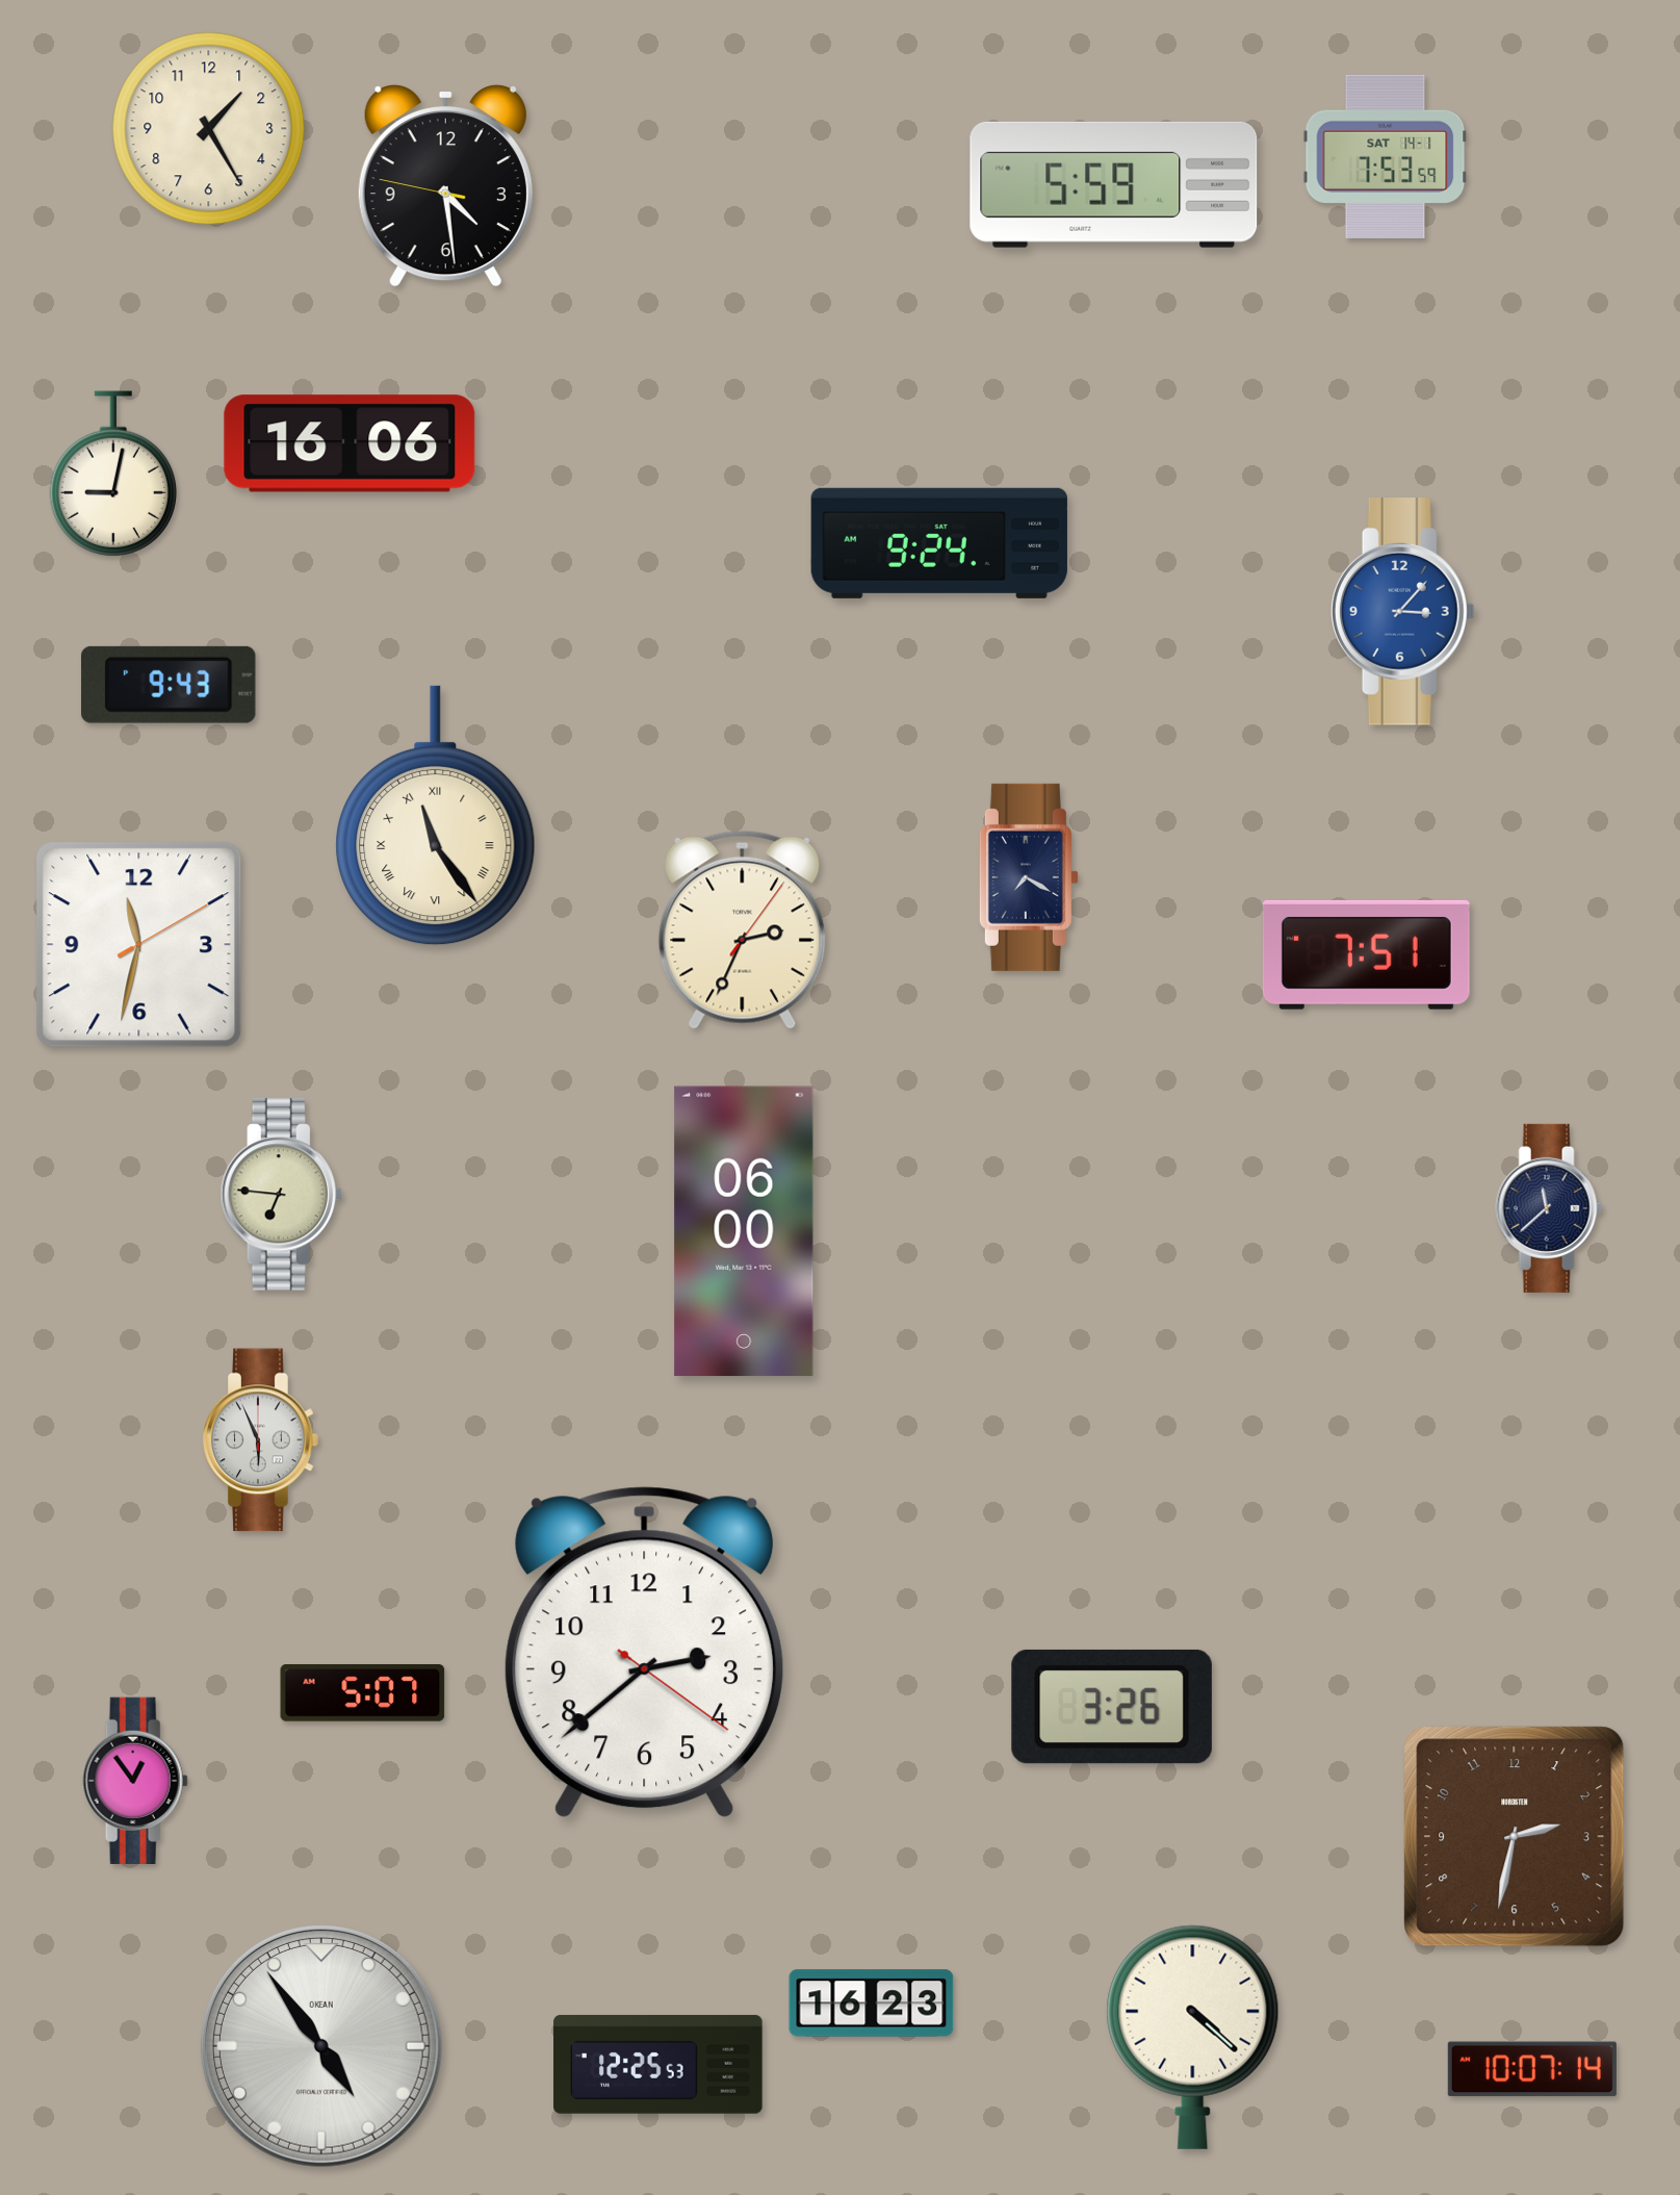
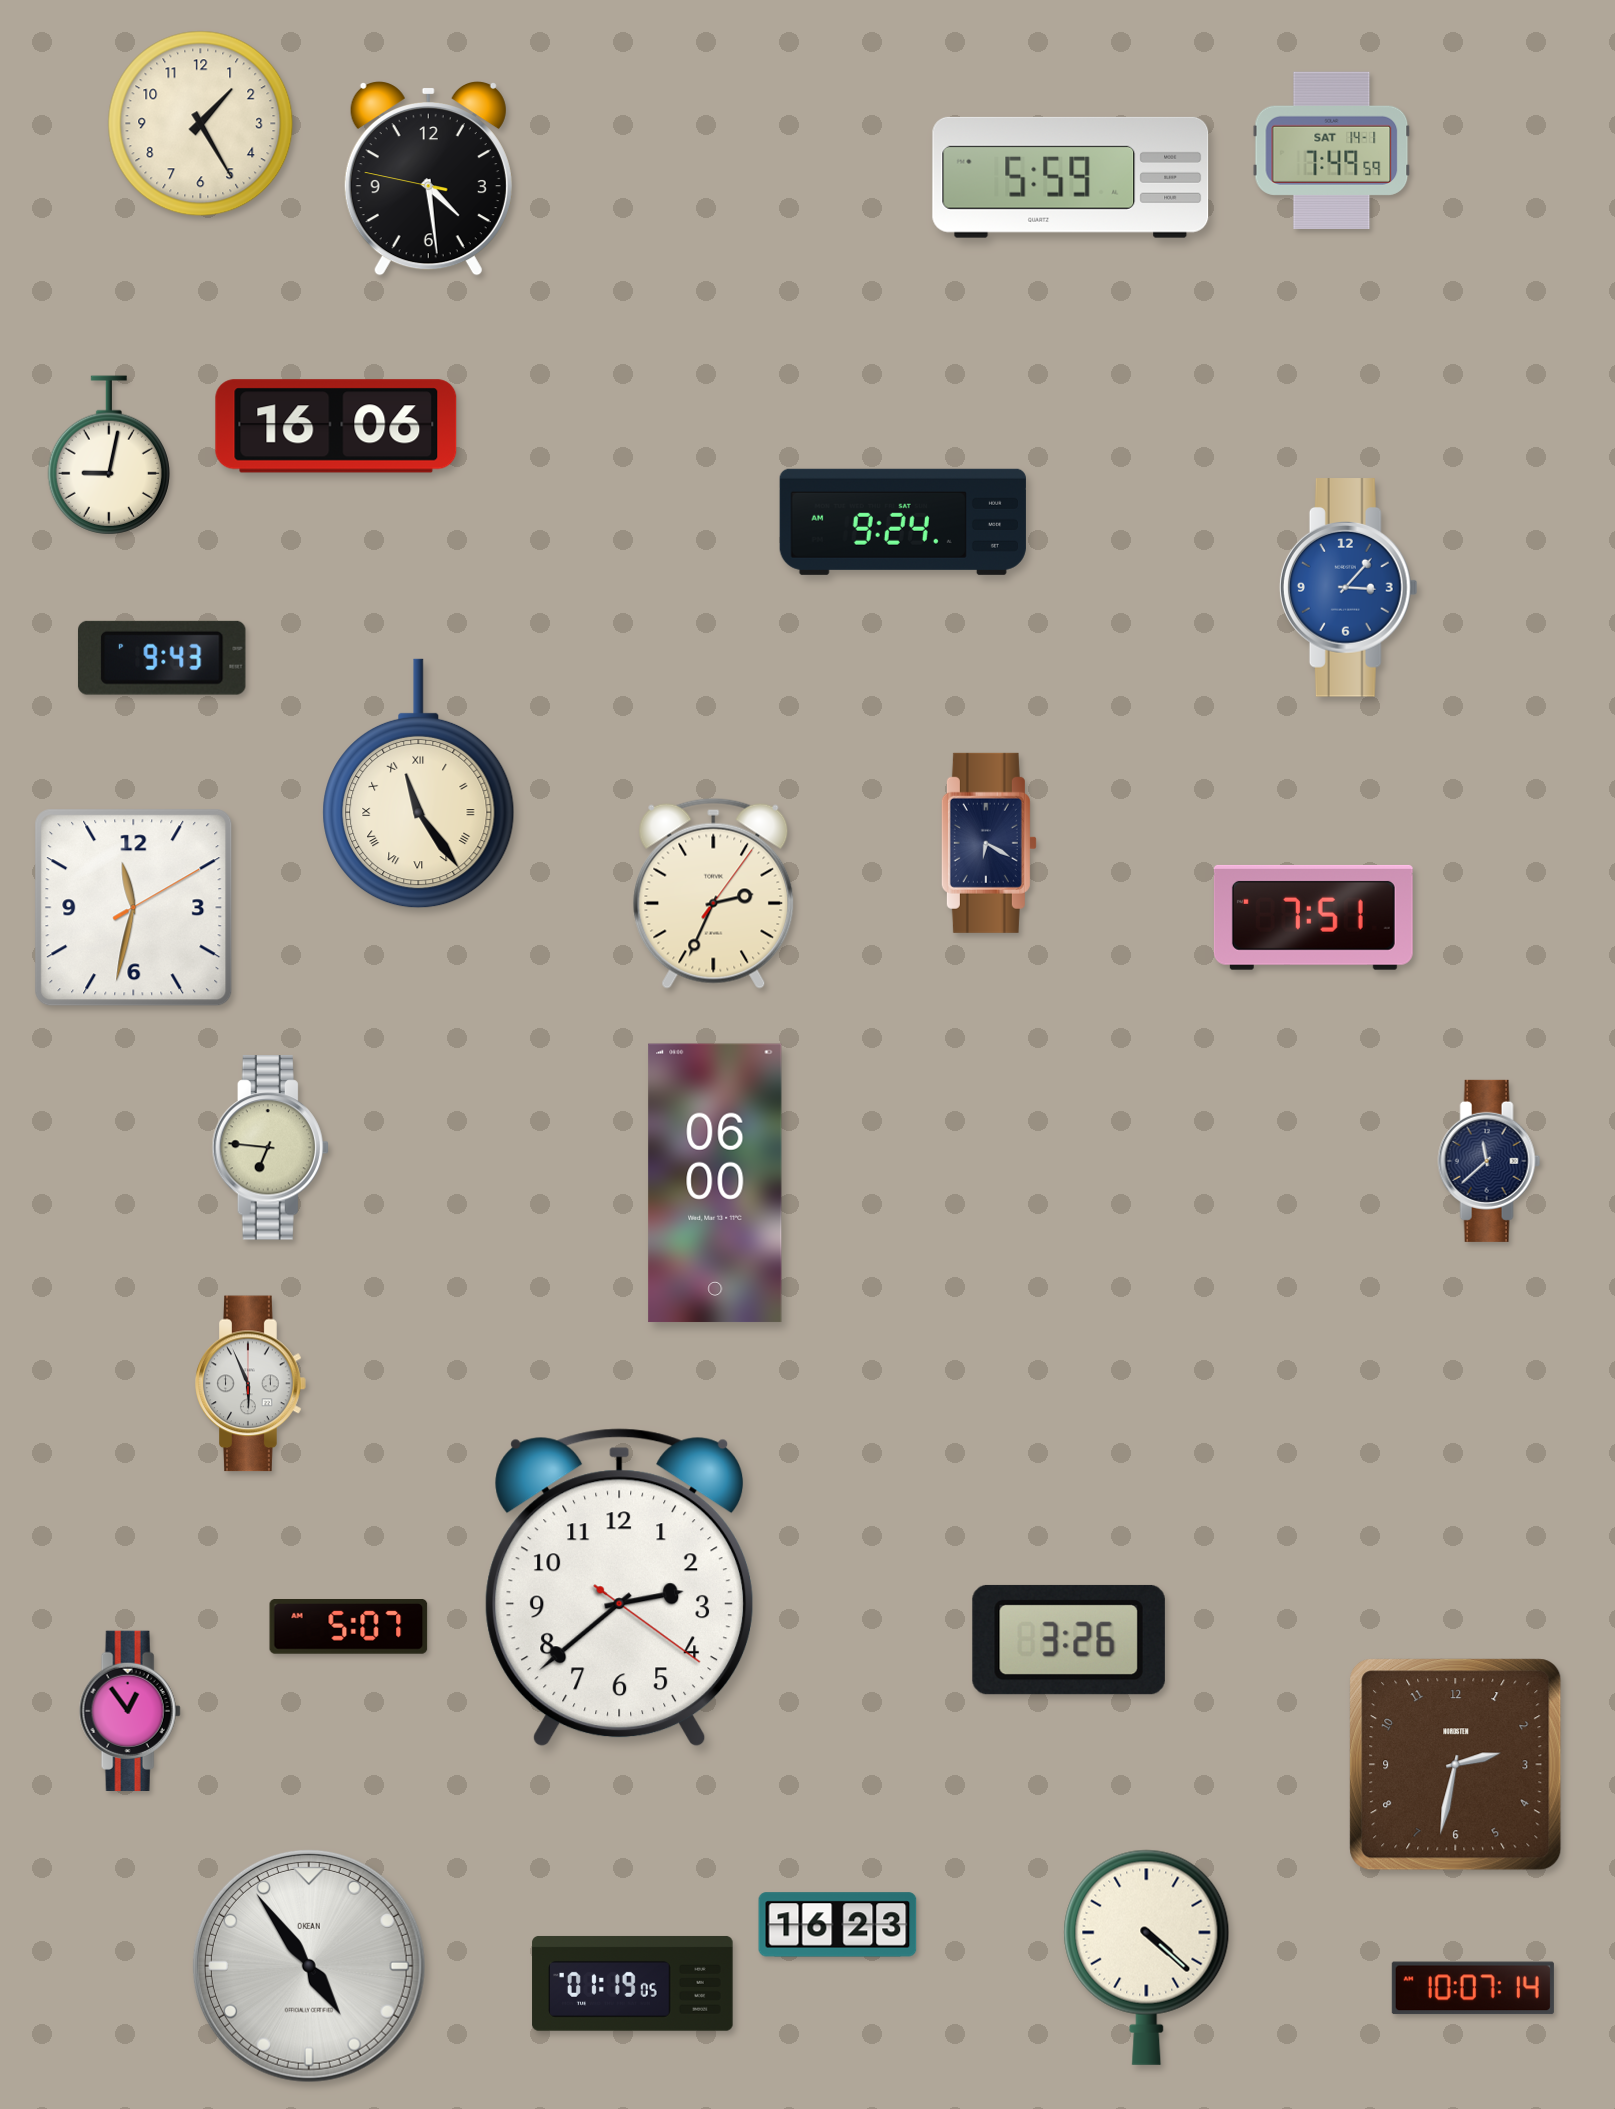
clock at (1386, 156): 7:53 -> 7:49
clock at (1029, 877): 7:20 -> 6:20
clock at (658, 2065): 12:25 -> 01:19
